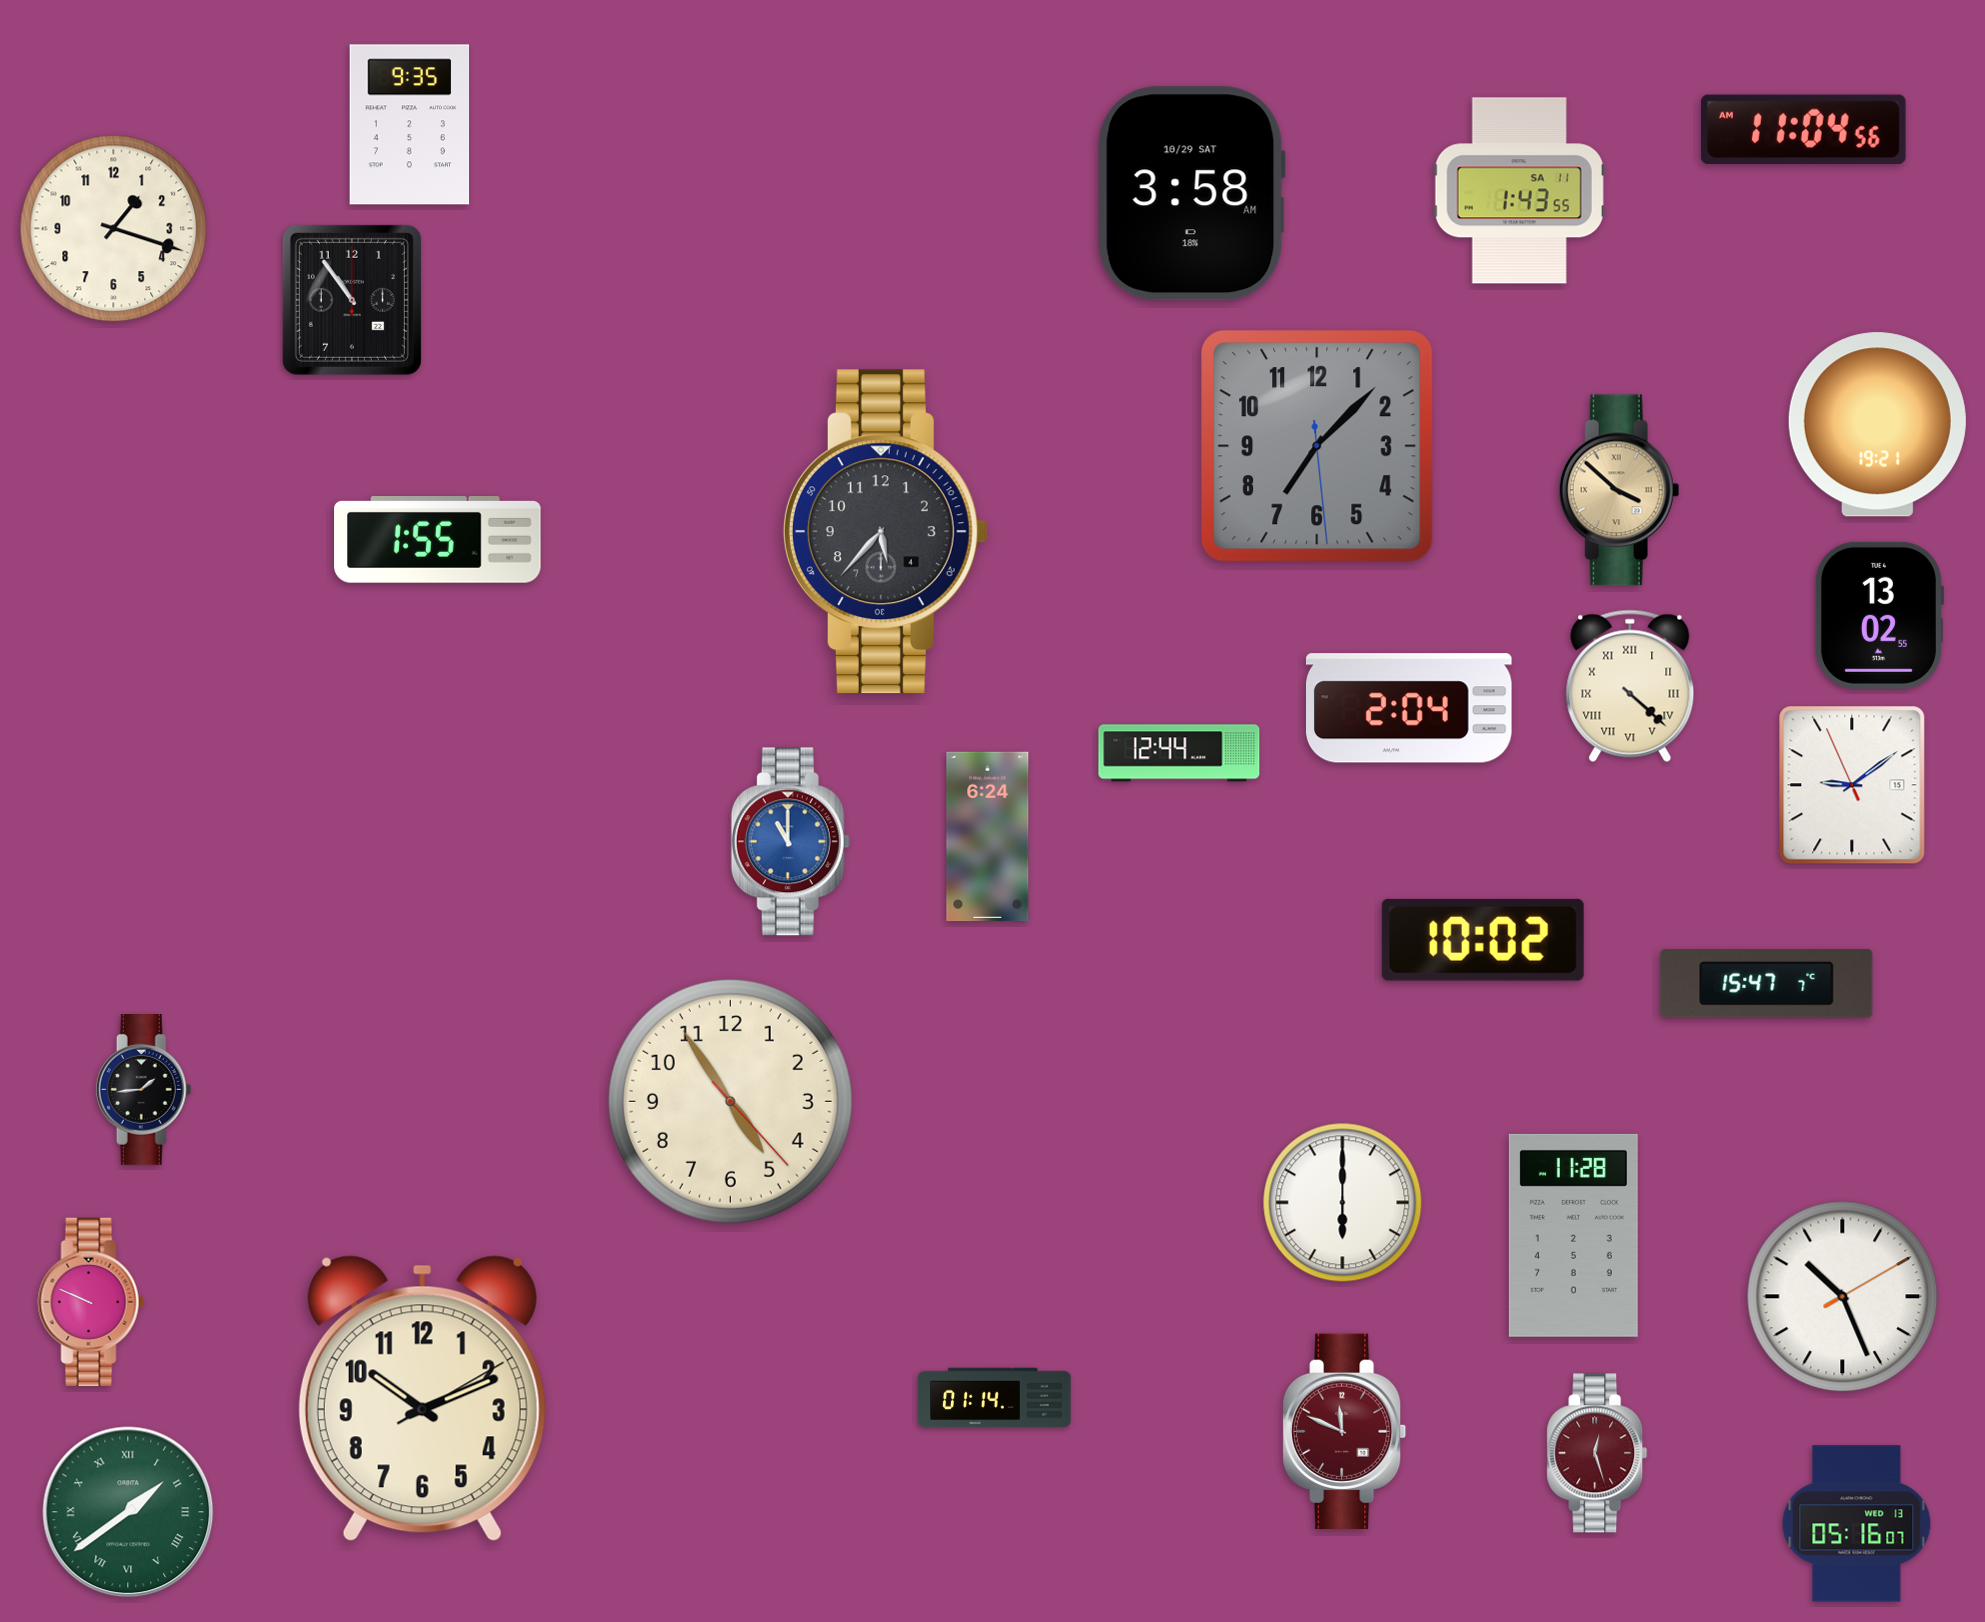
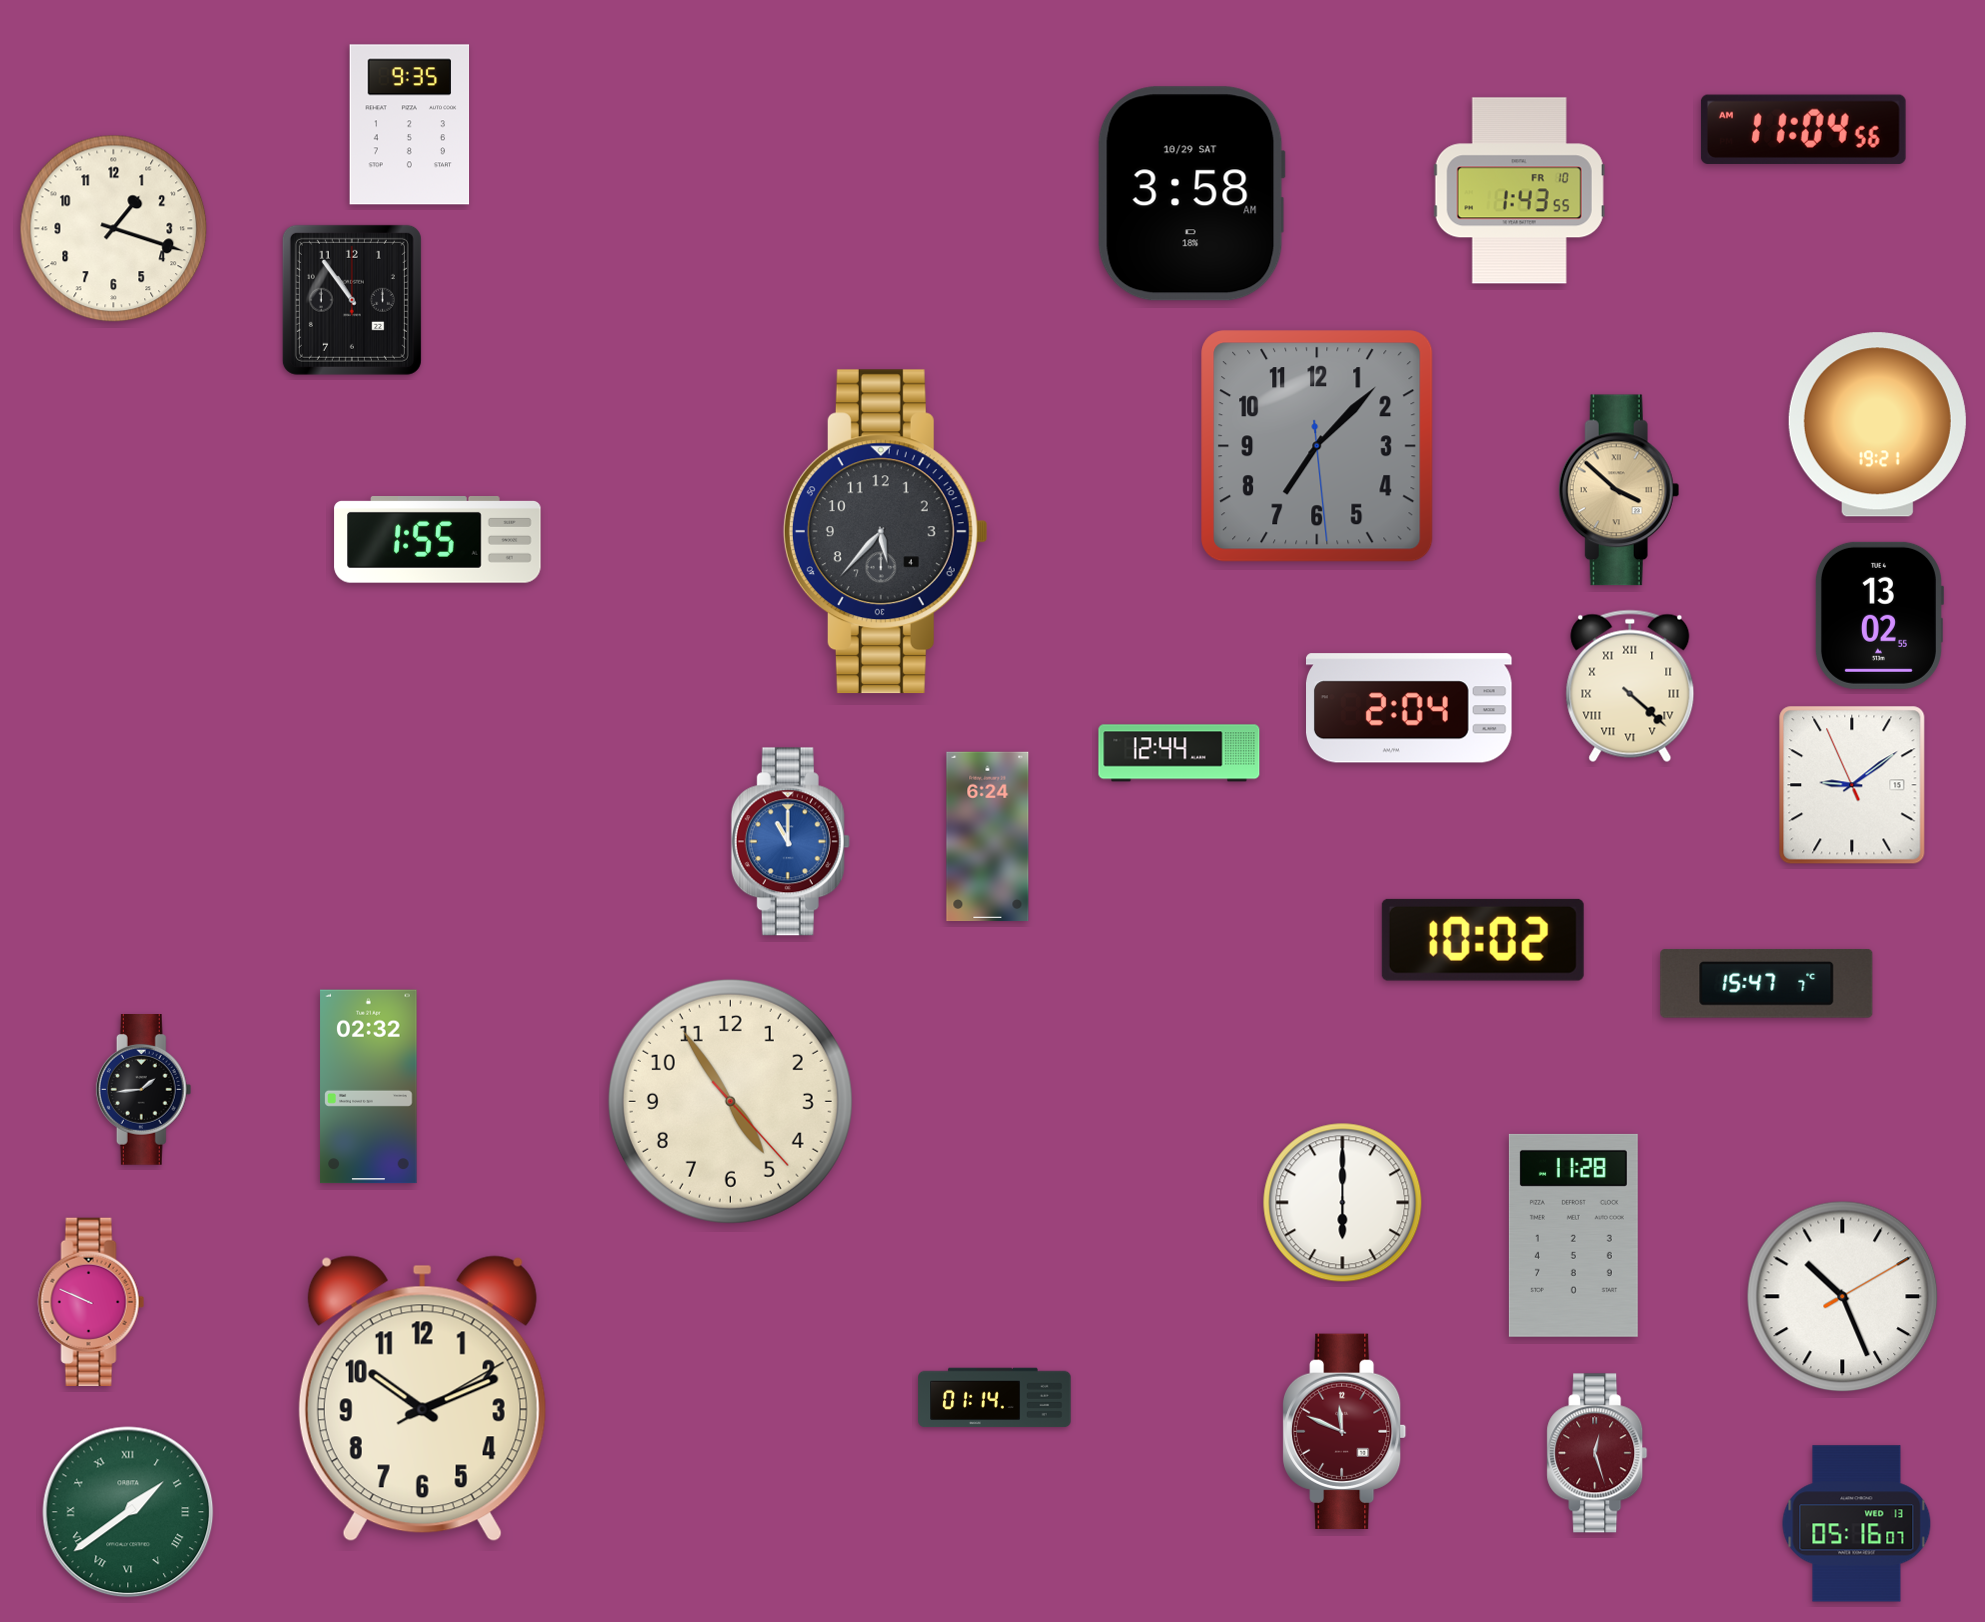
clock at (1519, 191) date: SA 11 -> FR 10
clock at (369, 1087): none -> 02:32
